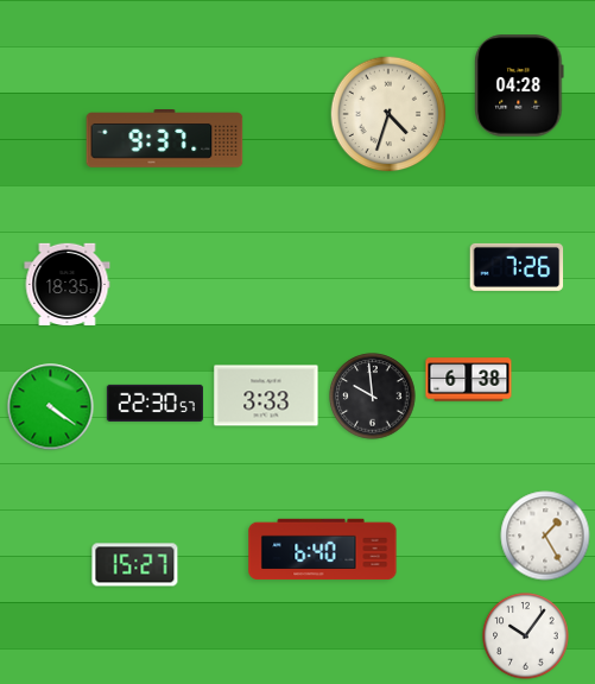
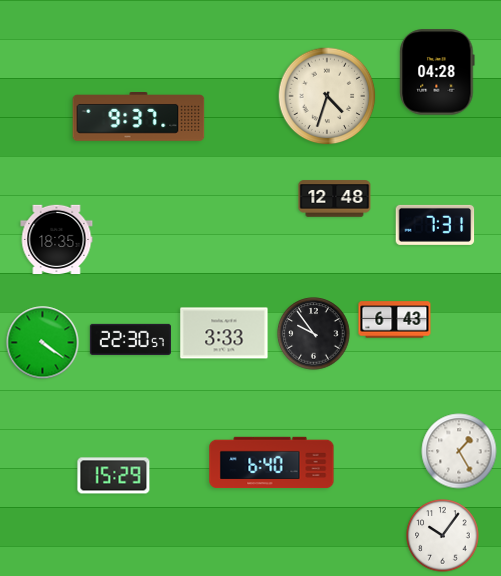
clock at (335, 199): none -> 12:48
clock at (517, 267): 7:26 -> 7:31
clock at (469, 380): 6:38 -> 6:43
clock at (373, 397): 9:59 -> 9:54
clock at (135, 565): 15:27 -> 15:29
